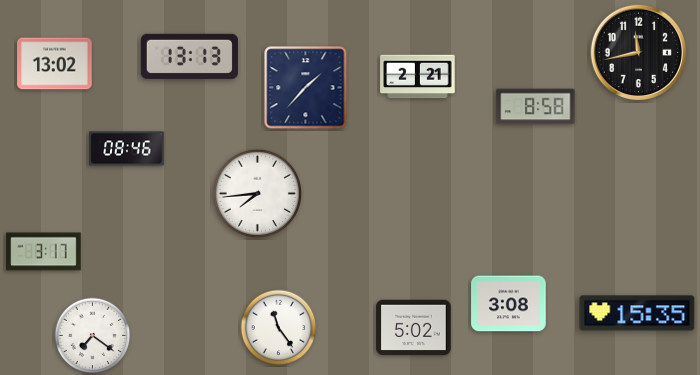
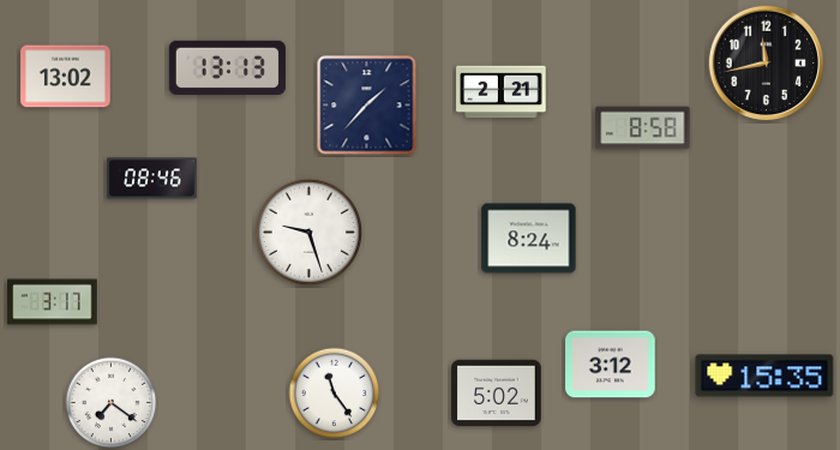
clock at (258, 194): 7:44 -> 9:27
clock at (529, 239): none -> 8:24
clock at (509, 304): 3:08 -> 3:12
